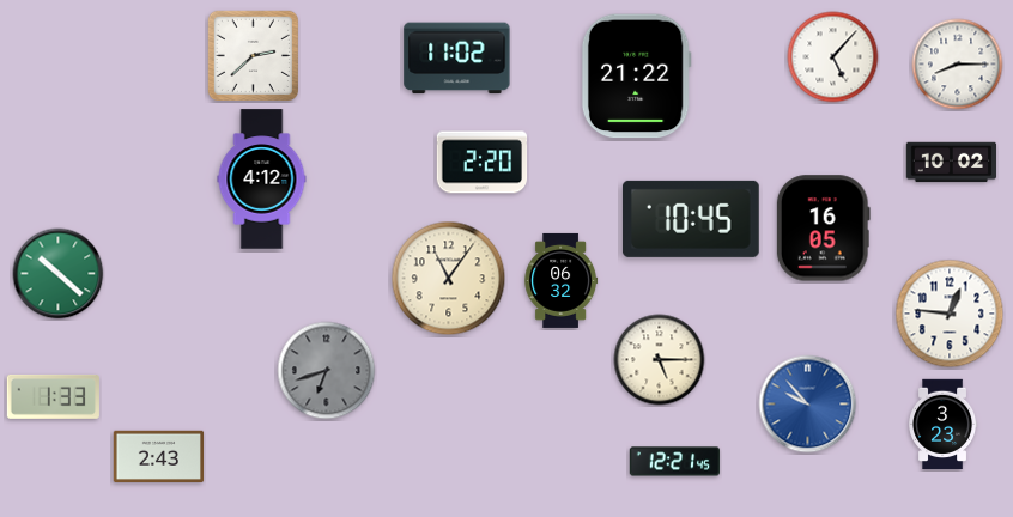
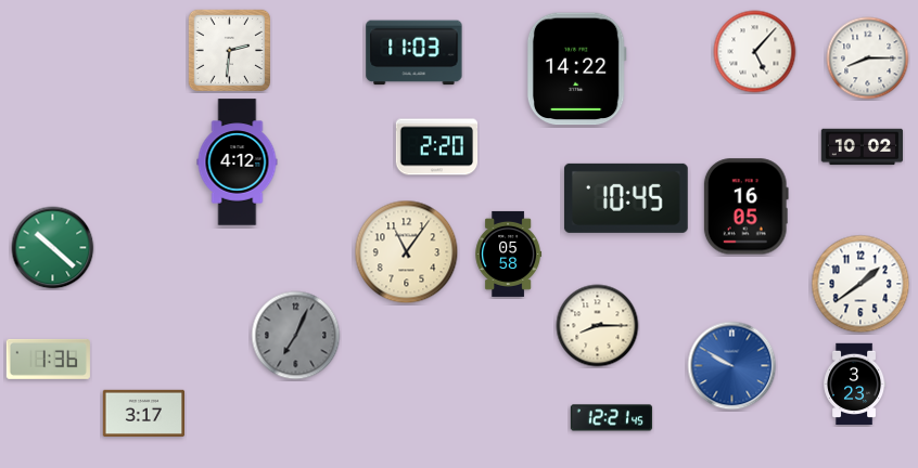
clock at (253, 55): 2:38 -> 2:31
clock at (457, 59): 11:02 -> 11:03
clock at (636, 77): 21:22 -> 14:22
clock at (560, 280): 06:32 -> 05:58
clock at (950, 314): 12:46 -> 1:39
clock at (660, 360): 5:15 -> 8:15
clock at (327, 371): 6:42 -> 7:04
clock at (53, 396): 1:33 -> 1:36
clock at (808, 405): 9:53 -> 9:50
clock at (159, 456): 2:43 -> 3:17
